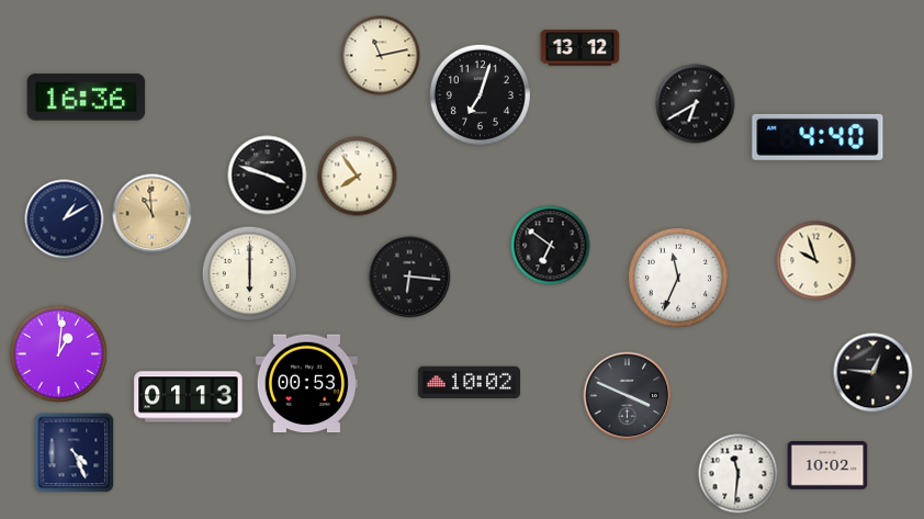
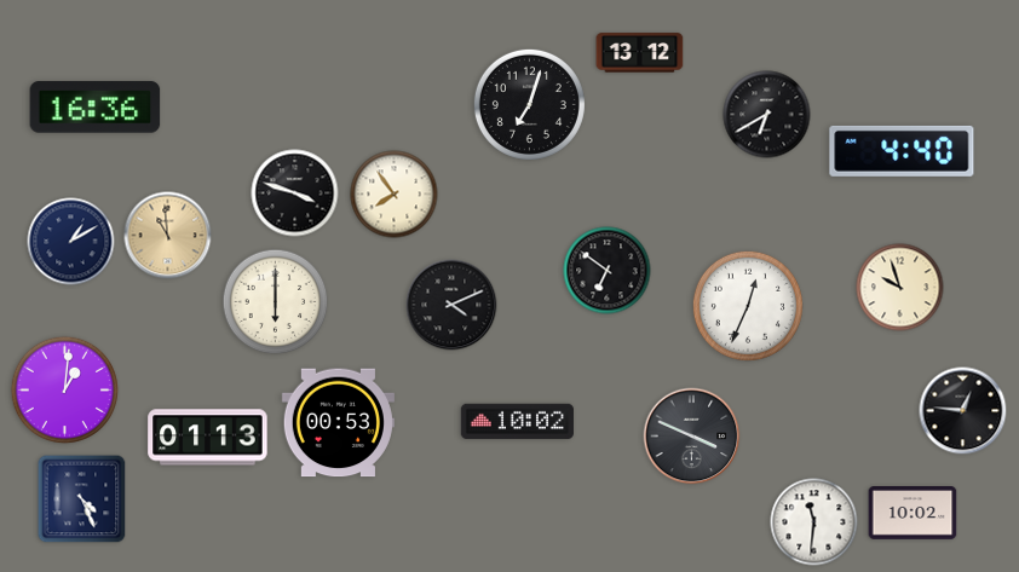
clock at (381, 56): 11:13 -> none
clock at (409, 277): 6:16 -> 4:11
clock at (678, 278): 11:34 -> 12:34
